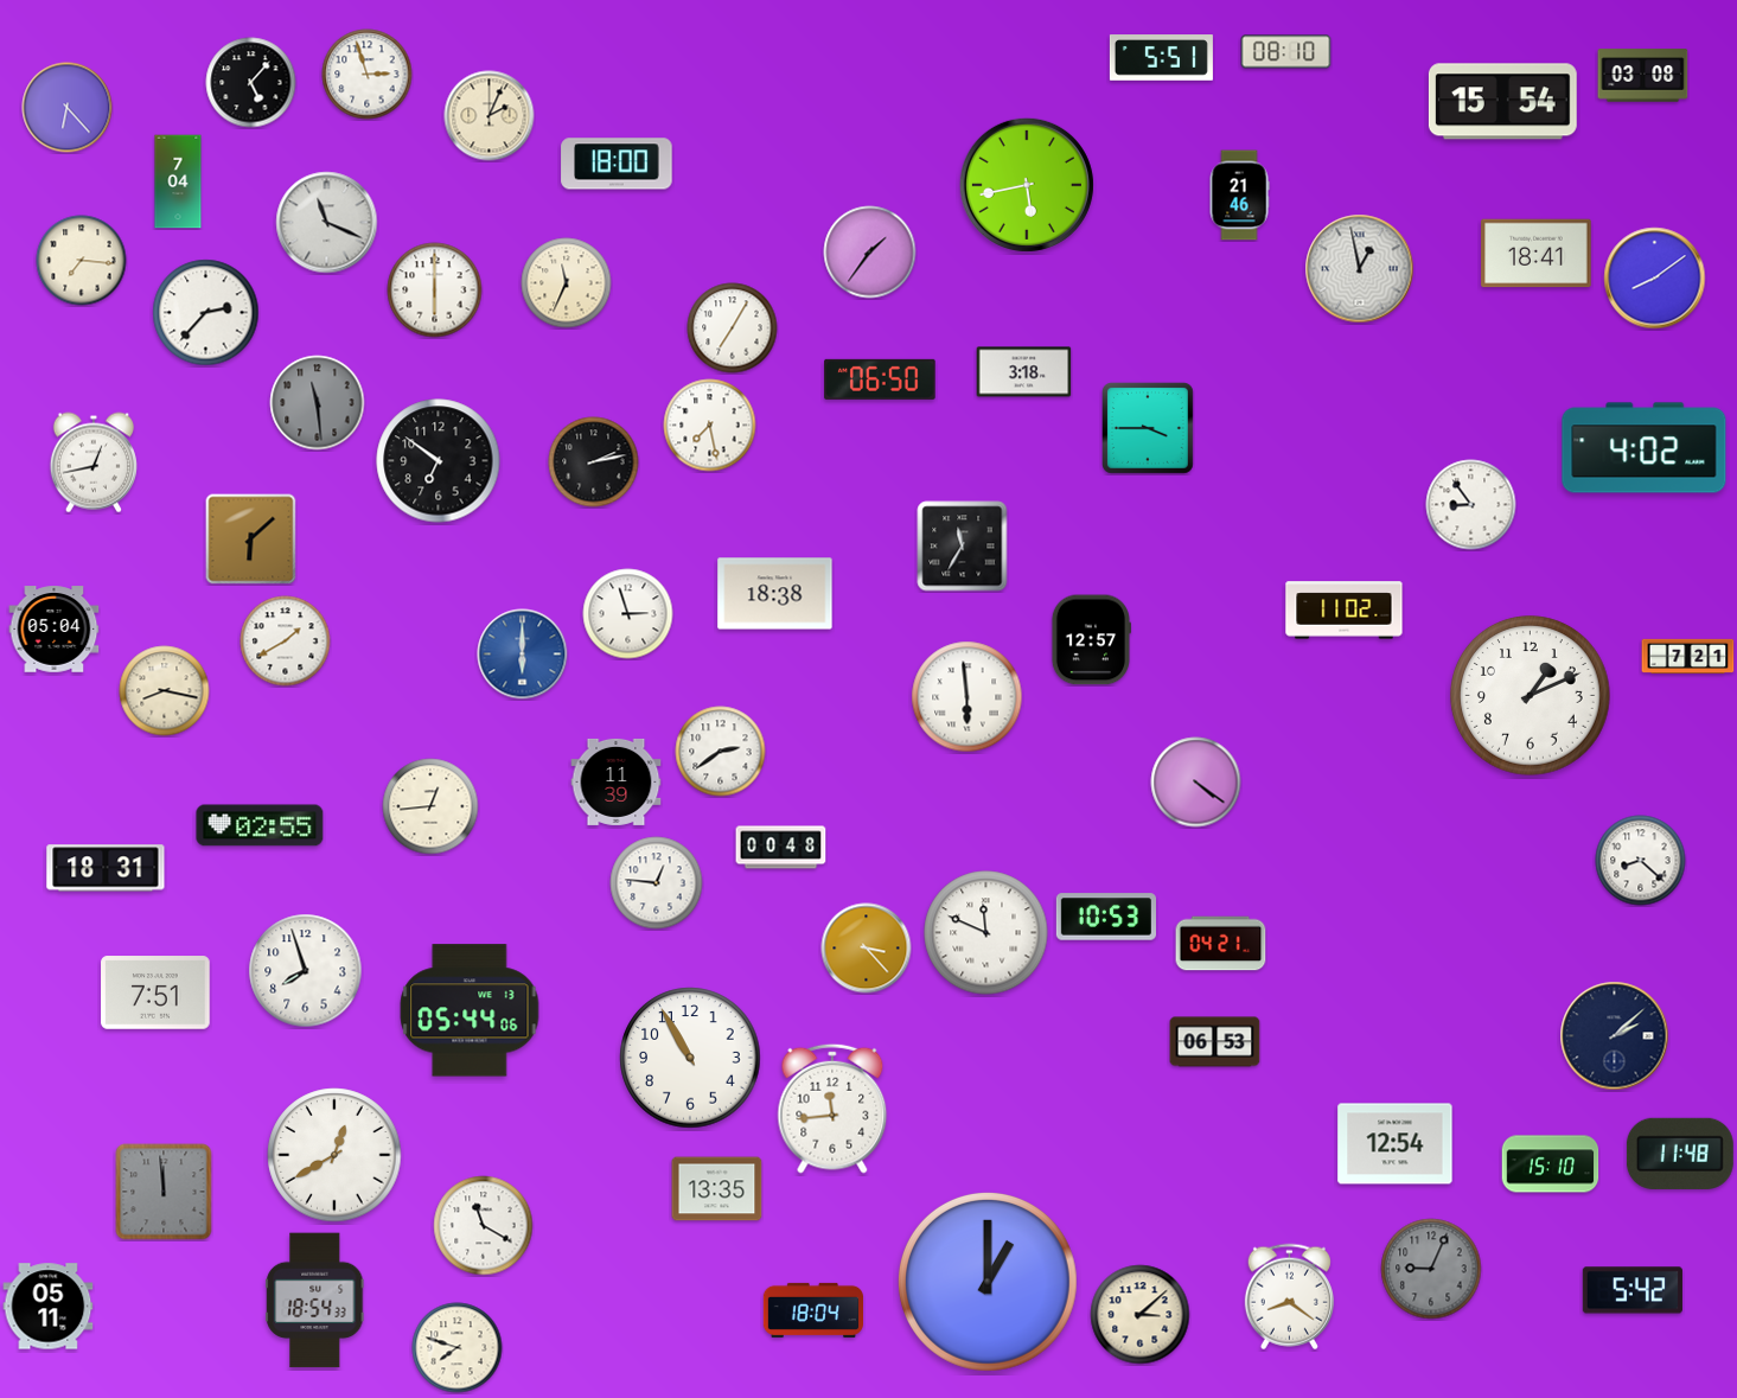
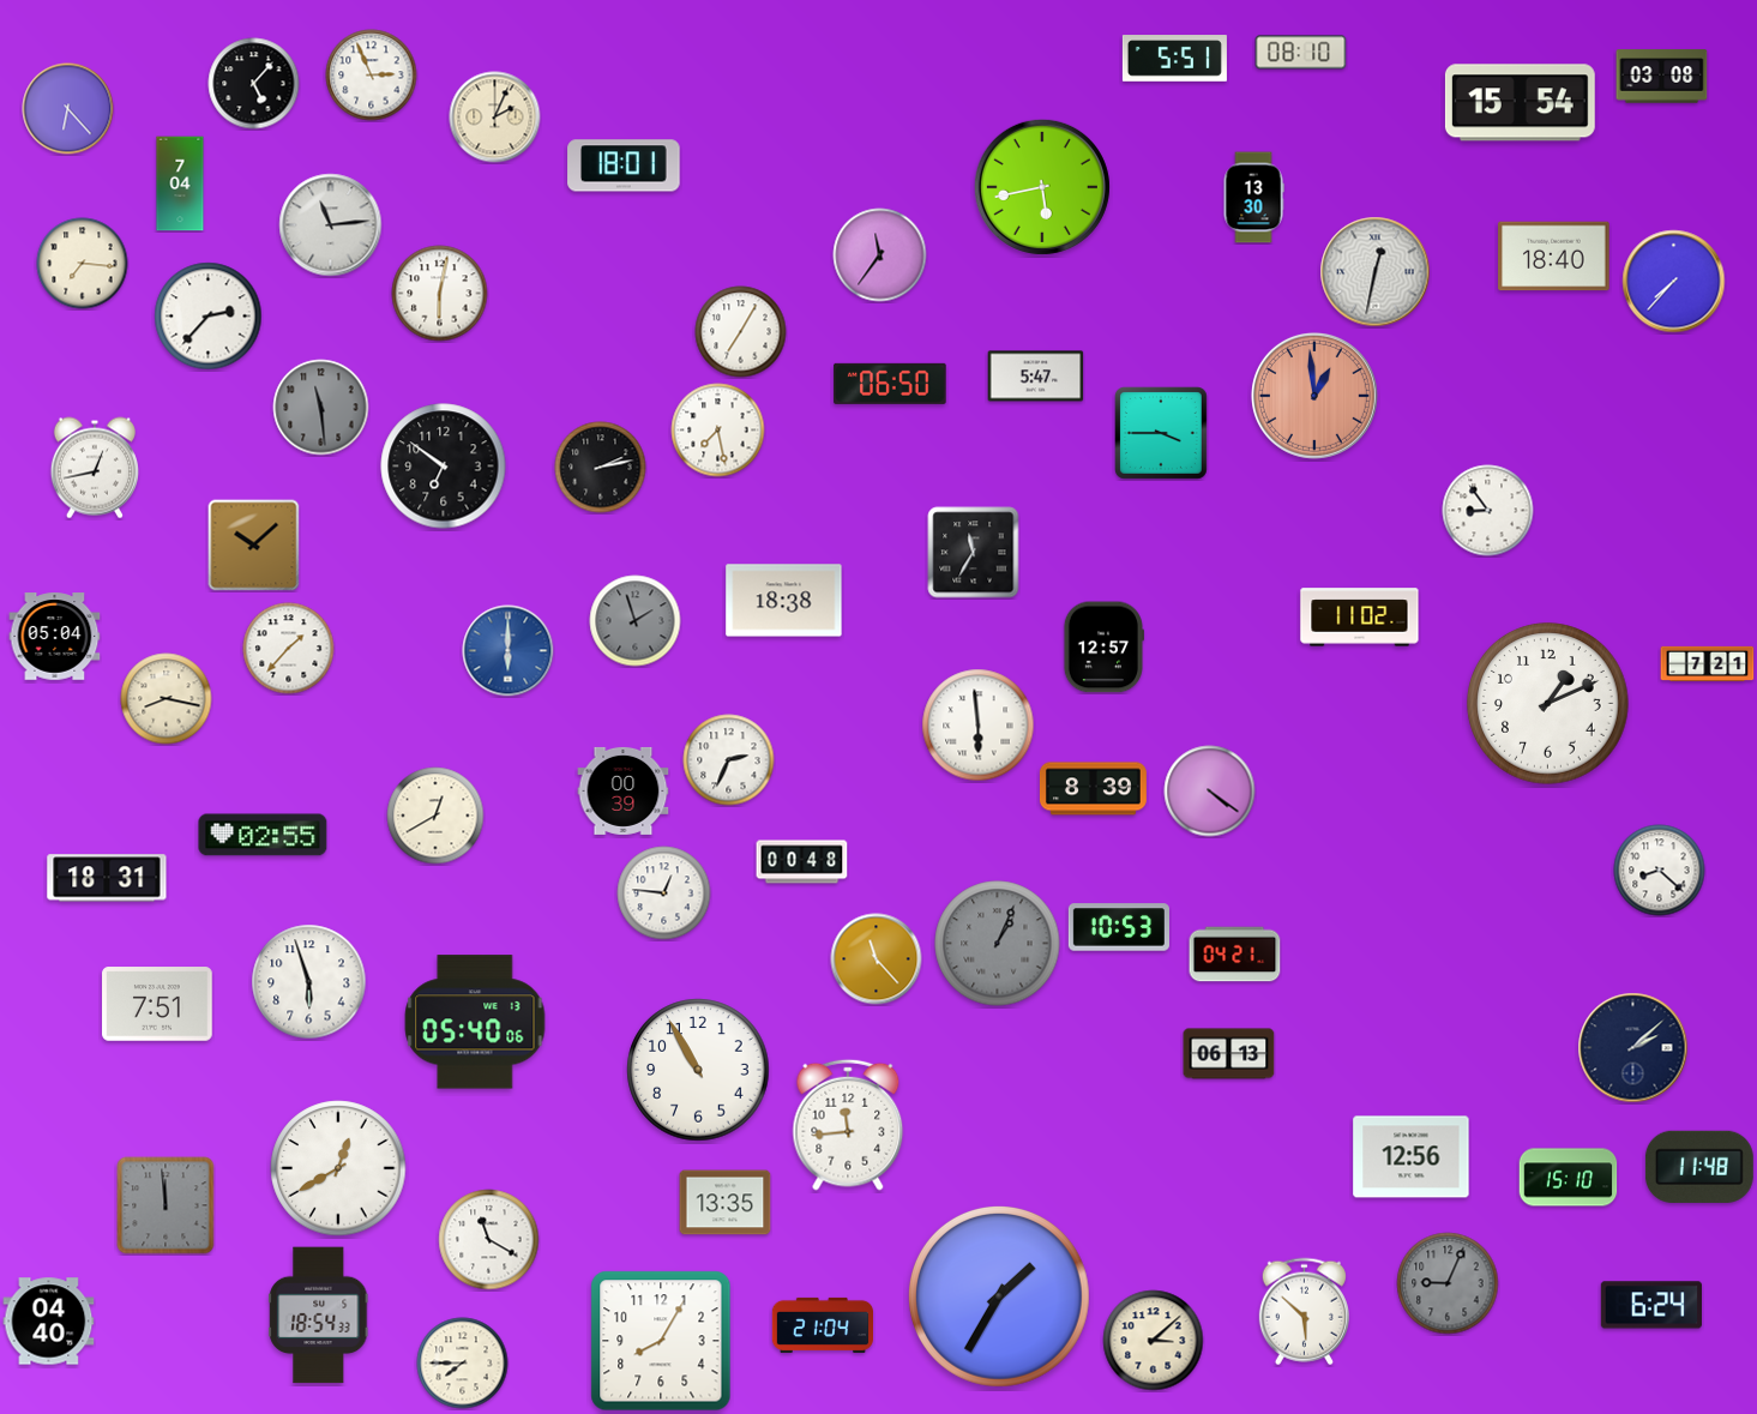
clock at (368, 75): 2:57 -> 2:56
clock at (617, 164): 18:00 -> 18:01
clock at (1027, 185) position: (1027, 185) -> (1042, 187)
clock at (1239, 196): 21:46 -> 13:30
clock at (327, 223): 11:19 -> 11:14
clock at (870, 253): 1:36 -> 11:36
clock at (1537, 254): 18:41 -> 18:40
clock at (1360, 269): 12:58 -> 12:32
clock at (1655, 279): 8:09 -> 7:37
clock at (567, 283): 11:34 -> none
clock at (435, 291): 6:00 -> 6:02
clock at (1024, 372): 3:18 -> 5:47
clock at (1314, 396): none -> 12:59
clock at (1645, 448): 4:02 -> none
clock at (251, 540): 6:08 -> 10:08
clock at (628, 614): 2:57 -> 1:57
clock at (628, 614) dial: white -> grey
clock at (286, 641): 1:40 -> 1:37
clock at (523, 655) position: (523, 655) -> (509, 651)
clock at (968, 697) position: (968, 697) -> (979, 726)
clock at (721, 752): 2:39 -> 2:34
clock at (1093, 789): none -> 8:39
clock at (617, 781): 11:39 -> 00:39
clock at (430, 806): 12:44 -> 12:40
clock at (781, 848) position: (781, 848) -> (802, 862)
clock at (986, 933): 11:49 -> 1:04
clock at (986, 933) dial: white -> grey
clock at (867, 949): 3:23 -> 11:23
clock at (306, 971): 7:57 -> 5:57
clock at (470, 1010): 05:44 -> 05:40
clock at (1215, 1042): 06:53 -> 06:13
clock at (832, 1109) position: (832, 1109) -> (848, 1125)
clock at (1396, 1144): 12:54 -> 12:56
clock at (988, 1282): 1:00 -> 1:35
clock at (1633, 1290): 5:42 -> 6:24
clock at (1289, 1297): 8:21 -> 5:52
clock at (49, 1307): 05:11 -> 04:40
clock at (812, 1310): 18:04 -> 21:04
clock at (1141, 1315) position: (1141, 1315) -> (1154, 1341)
clock at (661, 1341): none -> 8:05
clock at (458, 1348): 7:48 -> 7:45
